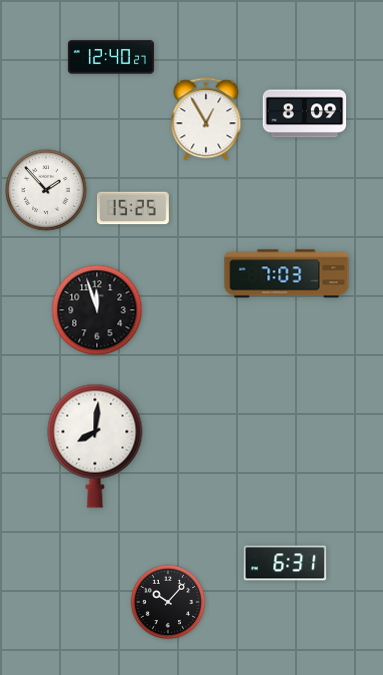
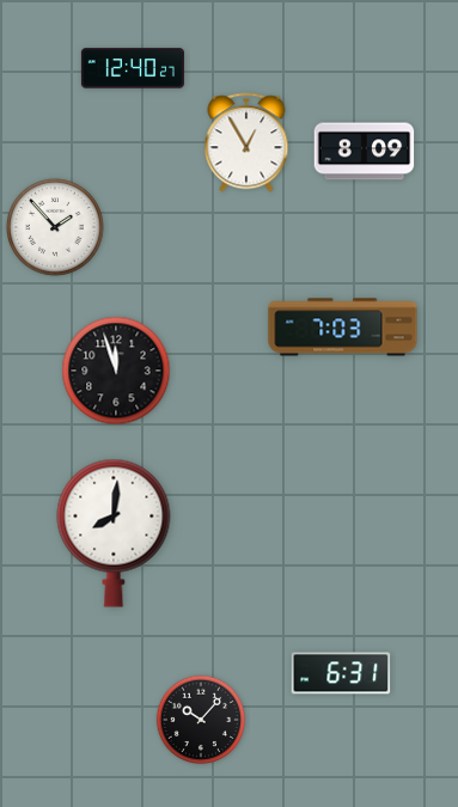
clock at (305, 114) position: (305, 114) -> (365, 152)
clock at (133, 208): 15:25 -> none
